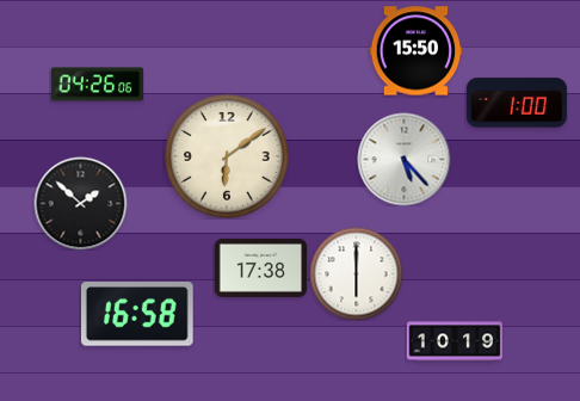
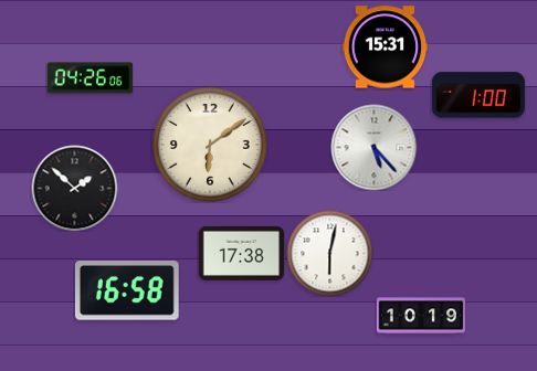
clock at (415, 51): 15:50 -> 15:31
clock at (260, 267) position: (260, 267) -> (241, 253)
clock at (356, 273): 6:00 -> 6:02
